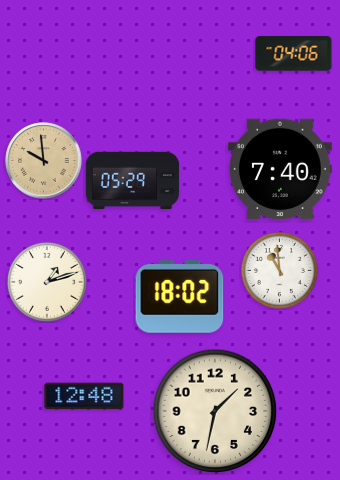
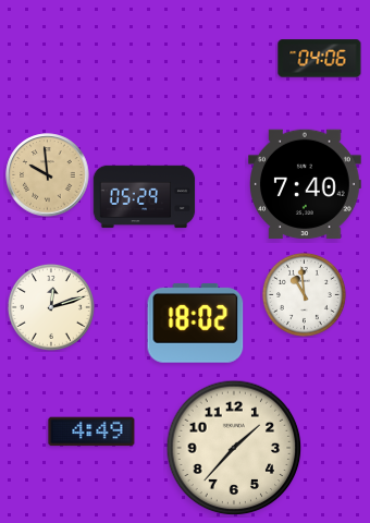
clock at (47, 282): 1:12 -> 12:12
clock at (84, 396): 12:48 -> 4:49
clock at (215, 411): 1:32 -> 1:37
